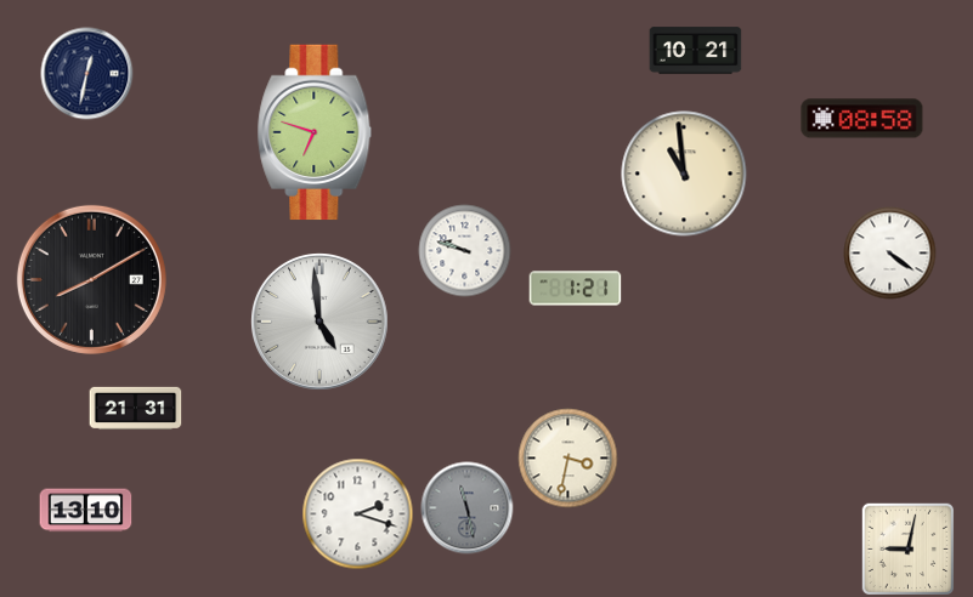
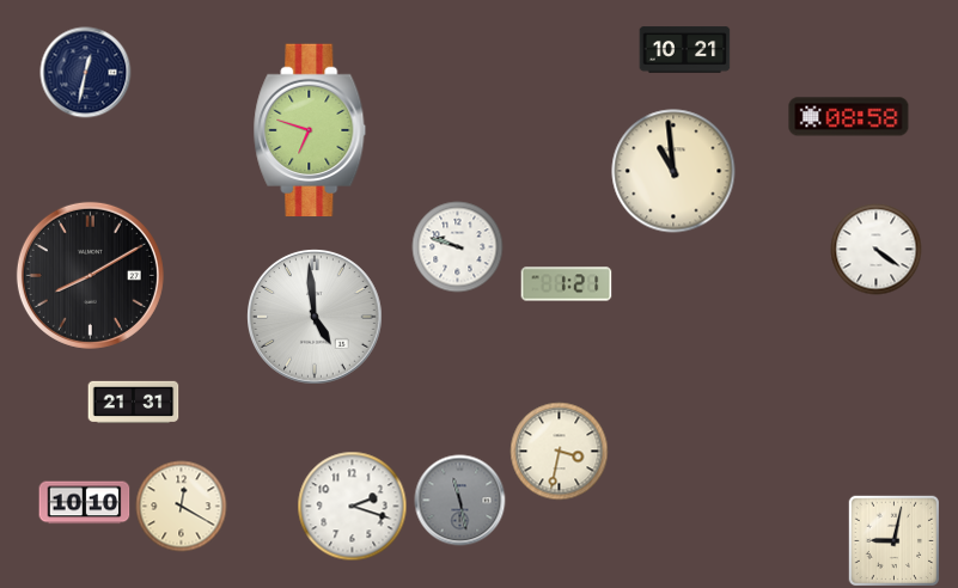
clock at (86, 511): 13:10 -> 10:10
clock at (182, 507): none -> 12:20
